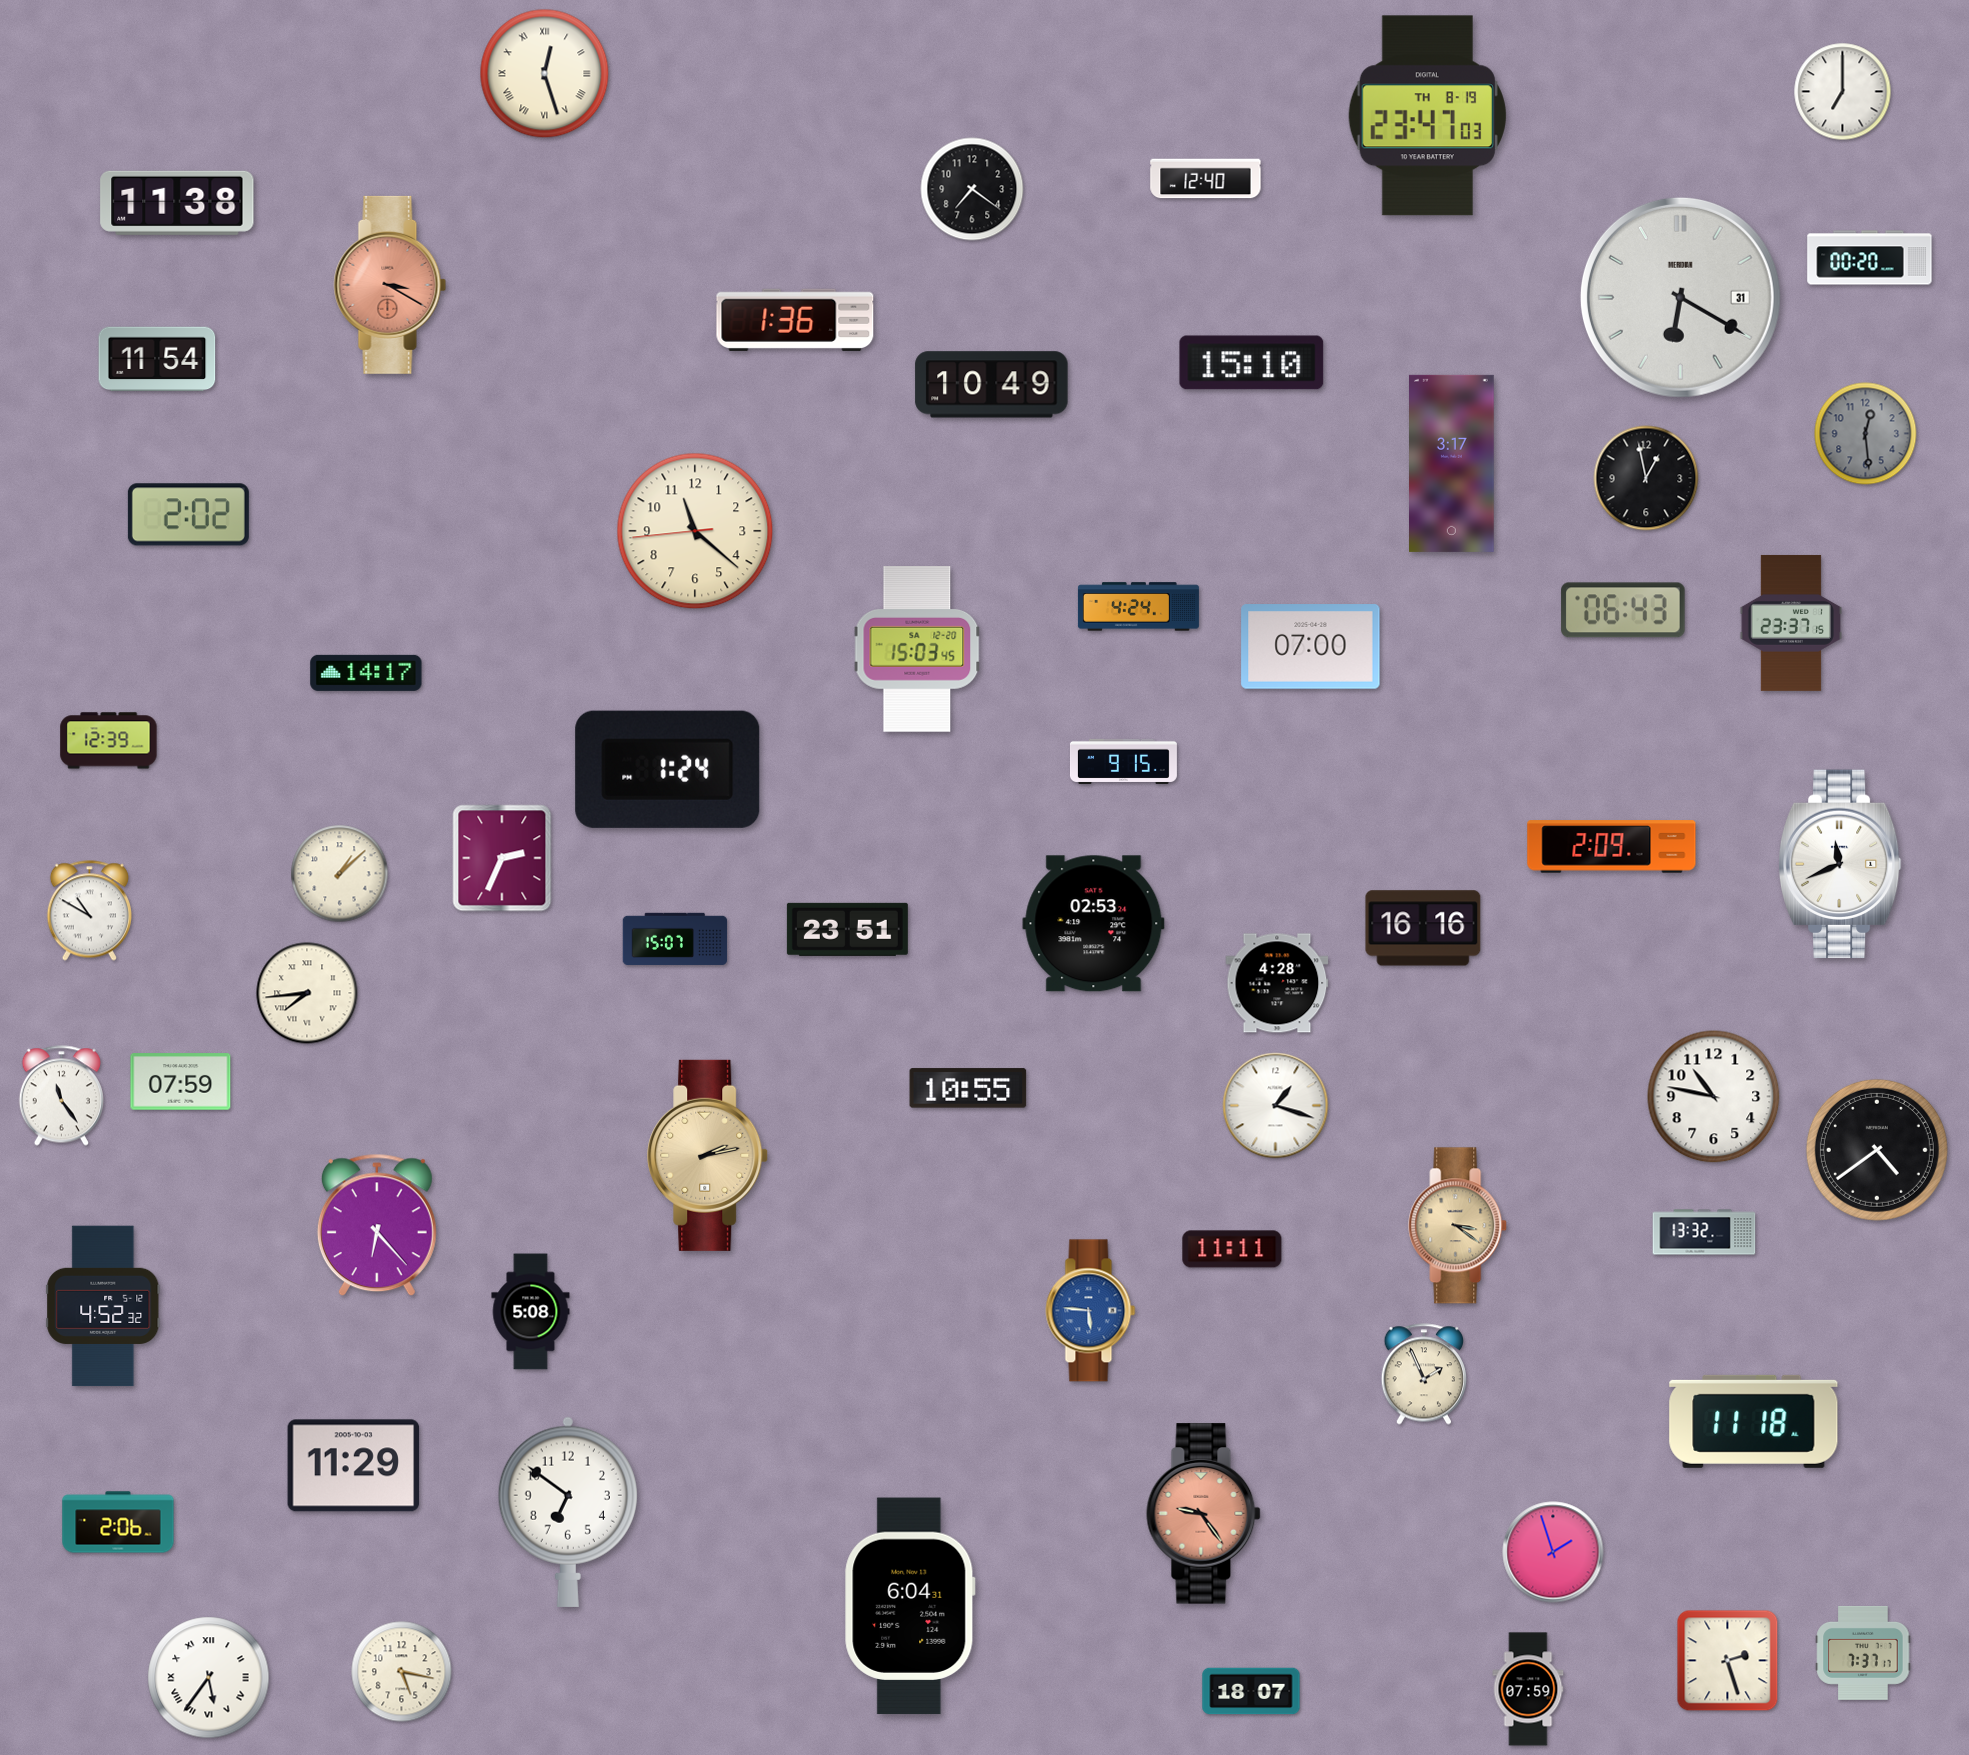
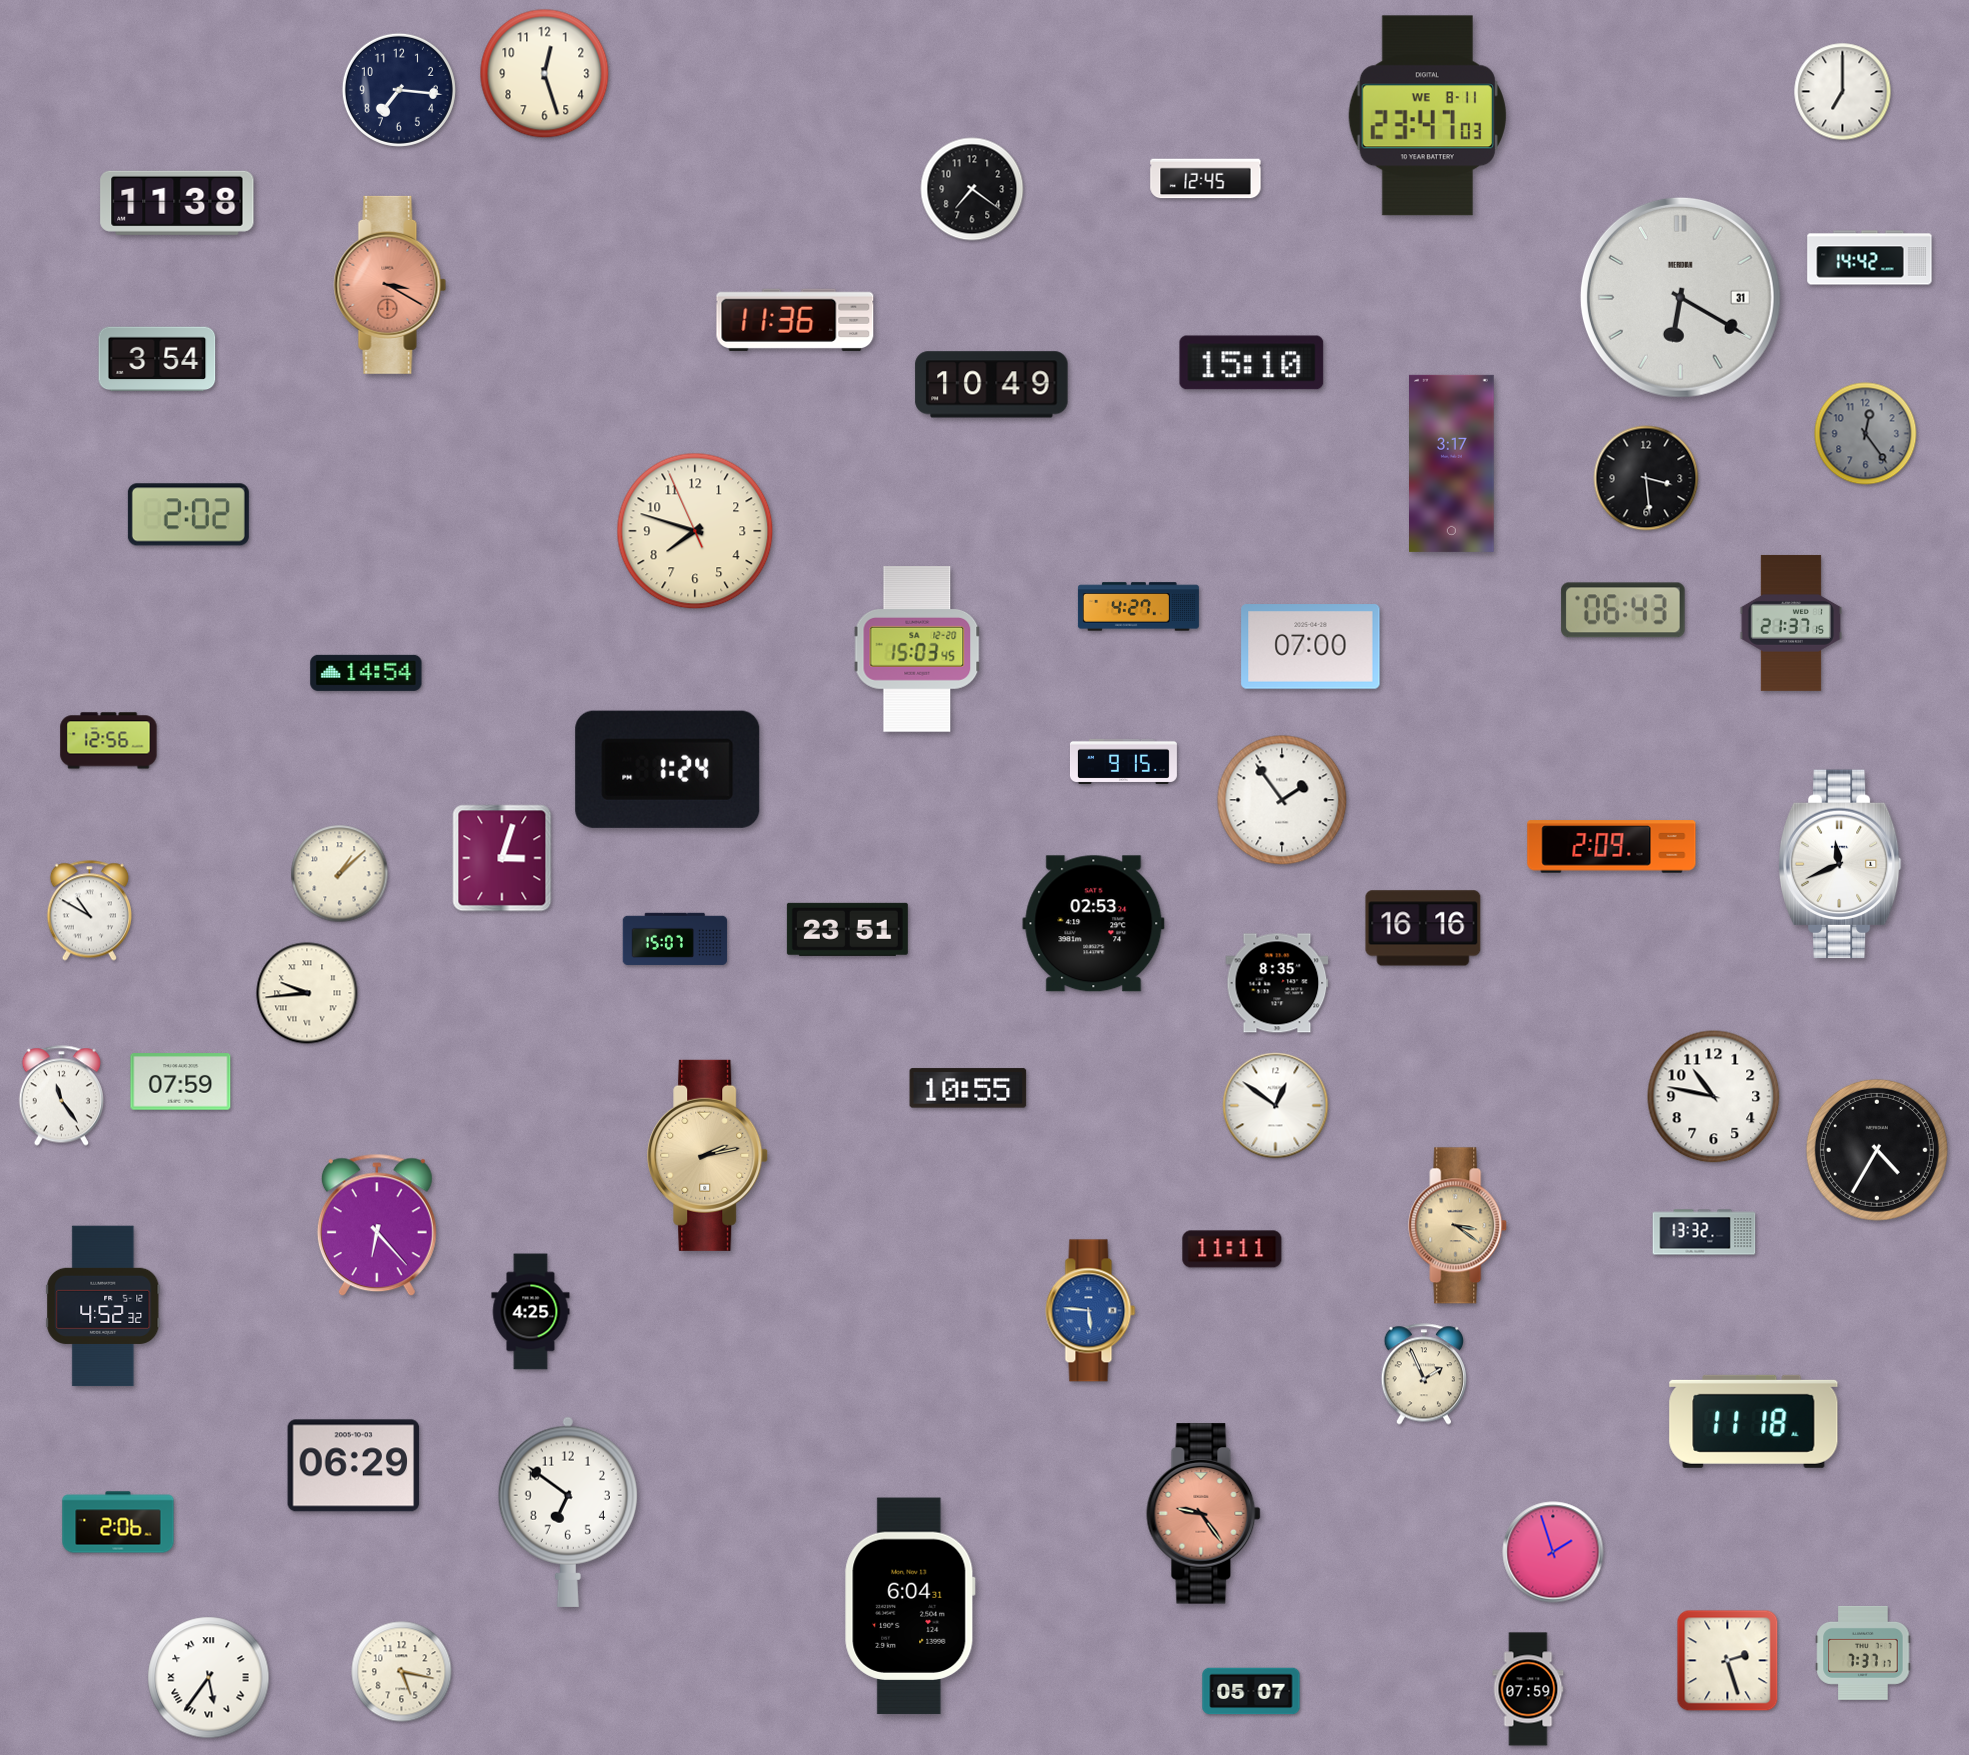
clock at (545, 74) numerals: Roman -> Arabic
clock at (399, 90): none -> 7:16
clock at (1427, 116) date: TH 8-19 -> WE 8-11
clock at (1206, 179): 12:40 -> 12:45
clock at (1870, 258): 00:20 -> 14:42
clock at (795, 320): 1:36 -> 11:36
clock at (157, 359): 11:54 -> 3:54
clock at (1866, 434): 12:29 -> 12:24
clock at (1646, 478): 12:58 -> 3:29
clock at (695, 531): 11:21 -> 7:47
clock at (1138, 607): 4:24 -> 4:27
clock at (1790, 623): 23:37 -> 21:37
clock at (366, 673): 14:17 -> 14:54
clock at (109, 741): 12:39 -> 12:56
clock at (1282, 800): none -> 1:54
clock at (502, 858): 2:34 -> 3:03
clock at (1277, 983): 4:28 -> 8:35
clock at (307, 993): 7:44 -> 9:44
clock at (1276, 1106): 1:18 -> 12:51
clock at (1877, 1150): 4:39 -> 4:35
clock at (531, 1312): 5:08 -> 4:25
clock at (354, 1466): 11:29 -> 06:29
clock at (1251, 1691): 18:07 -> 05:07
